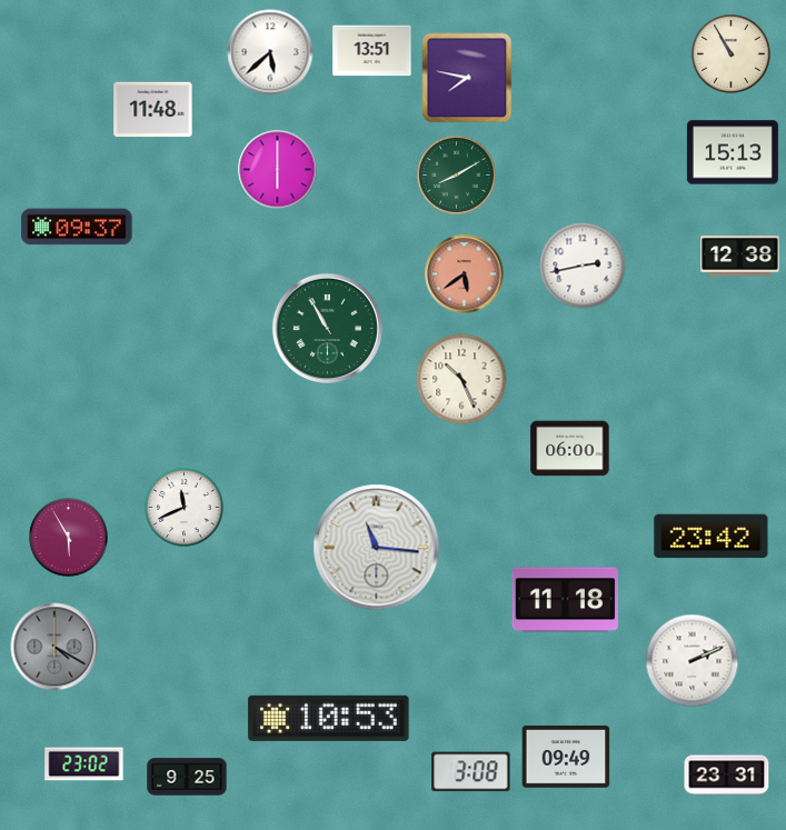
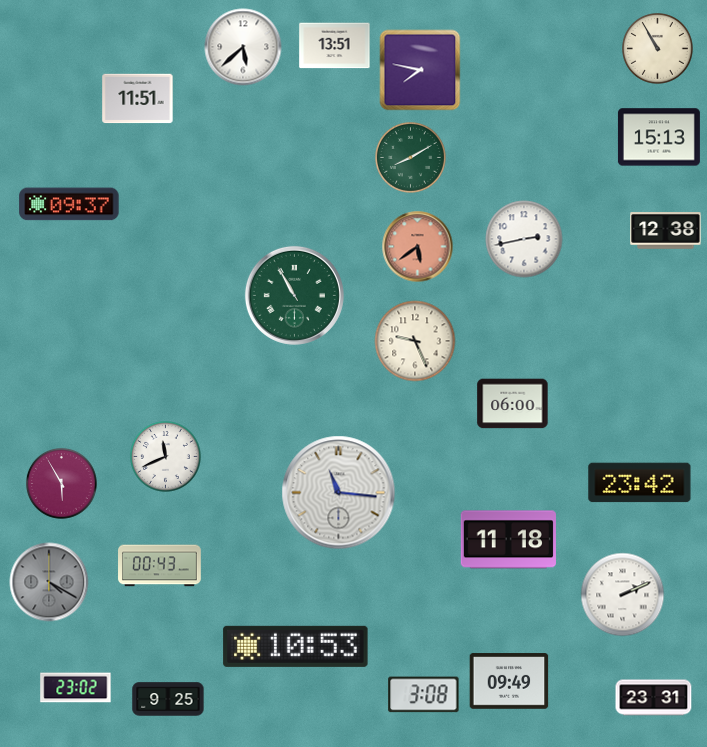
clock at (153, 110): 11:48 -> 11:51
clock at (278, 170): 6:00 -> none
clock at (461, 379): 10:26 -> 9:26
clock at (160, 566): none -> 00:43
